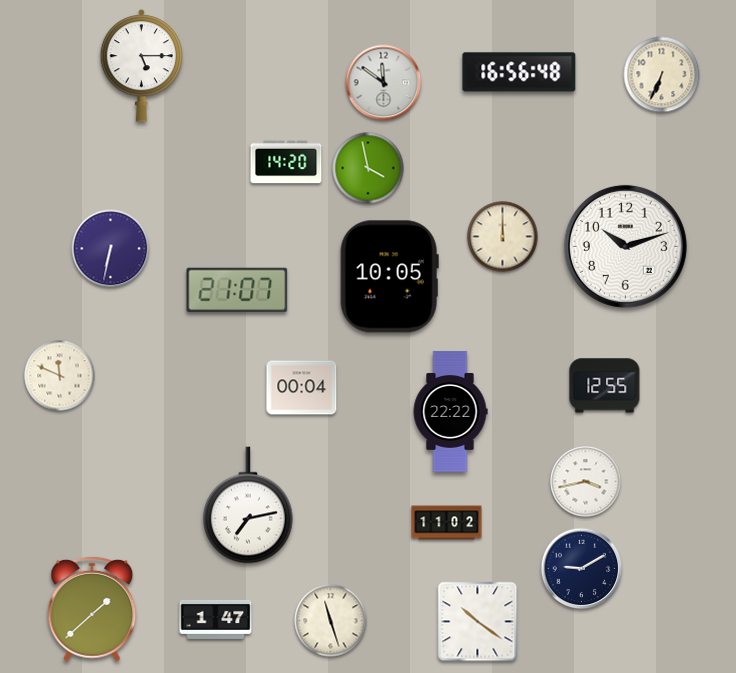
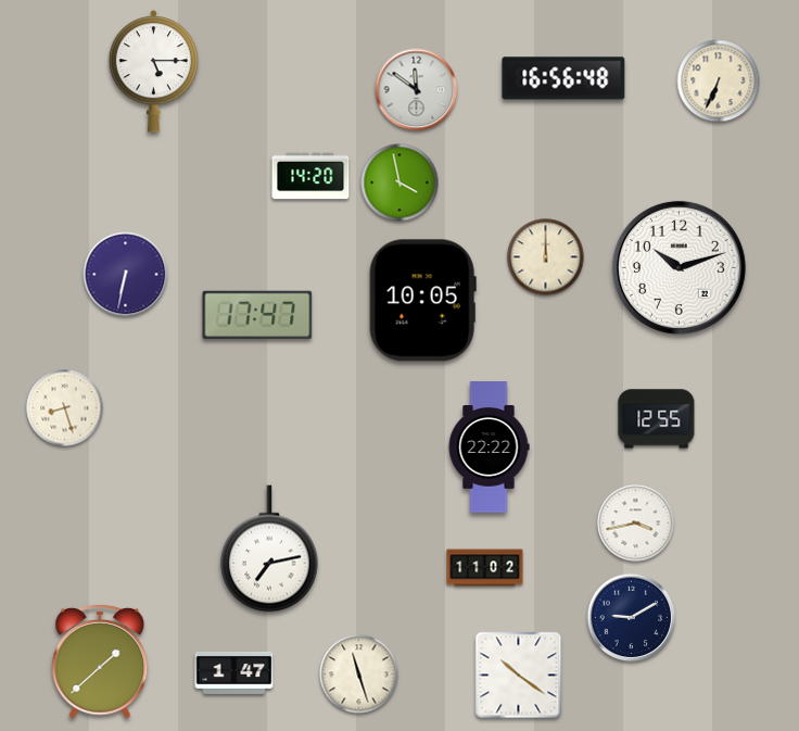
clock at (111, 249) position: (111, 249) -> (126, 275)
clock at (237, 290): 21:07 -> 17:47
clock at (60, 376): 11:49 -> 8:27
clock at (302, 388): 00:04 -> none
